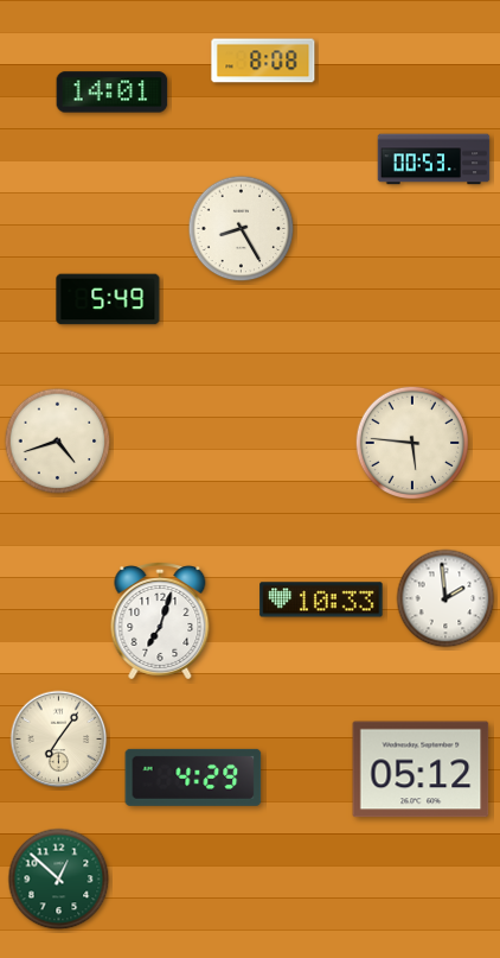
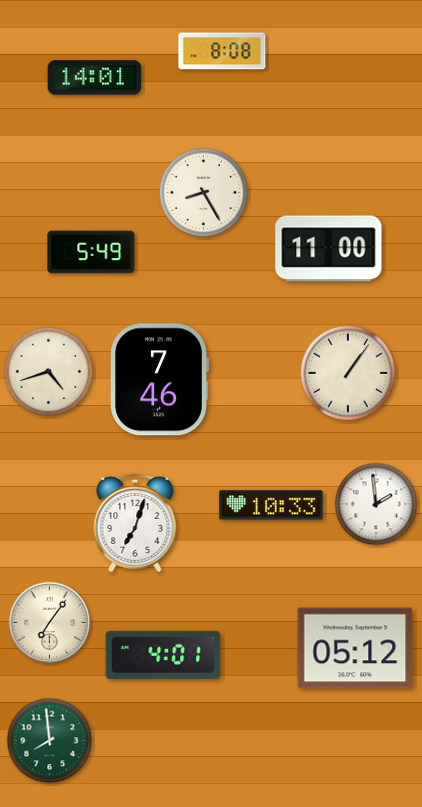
clock at (434, 159): 00:53 -> none
clock at (329, 249): none -> 11:00
clock at (412, 443): 5:46 -> 1:06
clock at (159, 380): none -> 7:46
clock at (193, 778): 4:29 -> 4:01
clock at (59, 880): 12:52 -> 7:59
